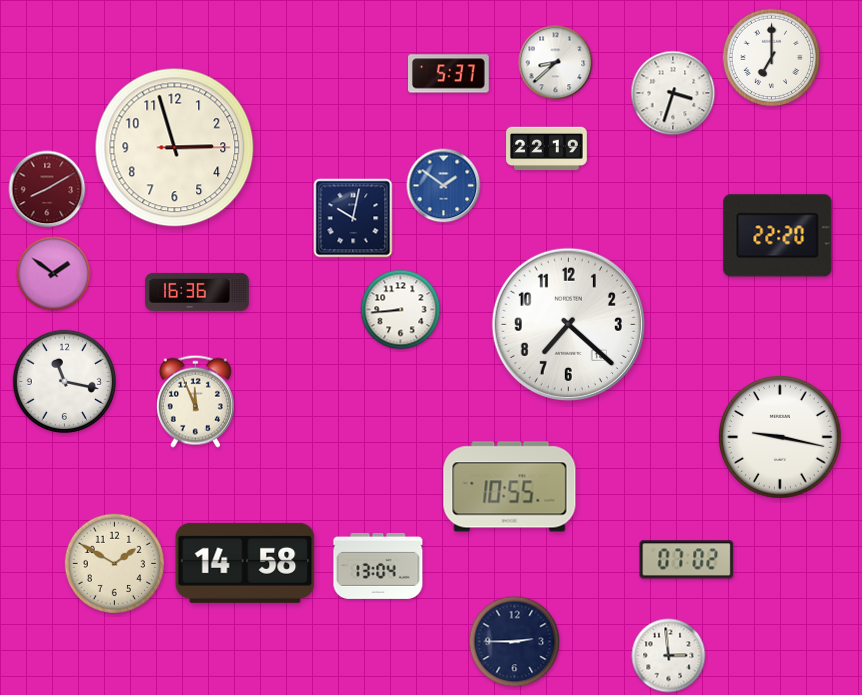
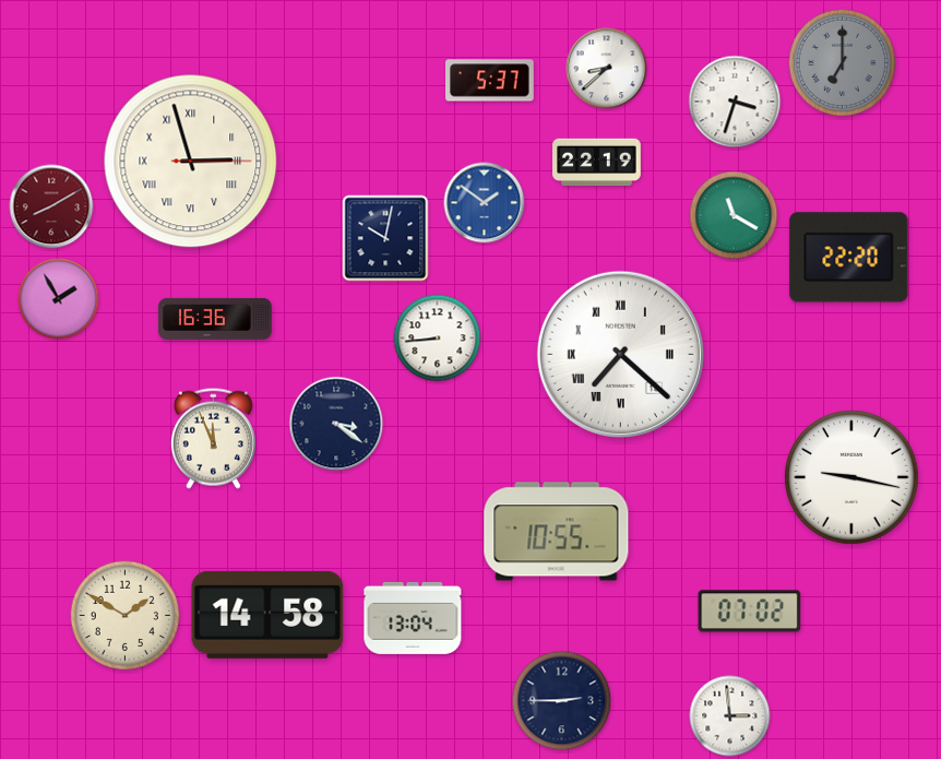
clock at (772, 58) dial: white -> grey
clock at (175, 148) numerals: Arabic -> Roman
clock at (734, 215): none -> 11:20
clock at (54, 274): 1:51 -> 1:55
clock at (568, 324) numerals: Arabic -> Roman
clock at (64, 381): 11:17 -> none
clock at (336, 424): none -> 3:21
